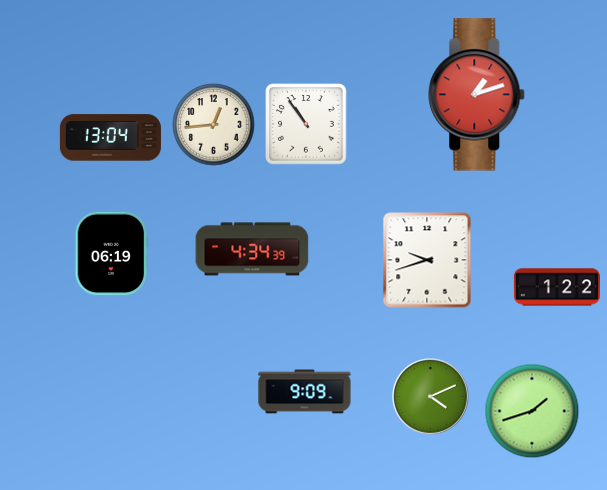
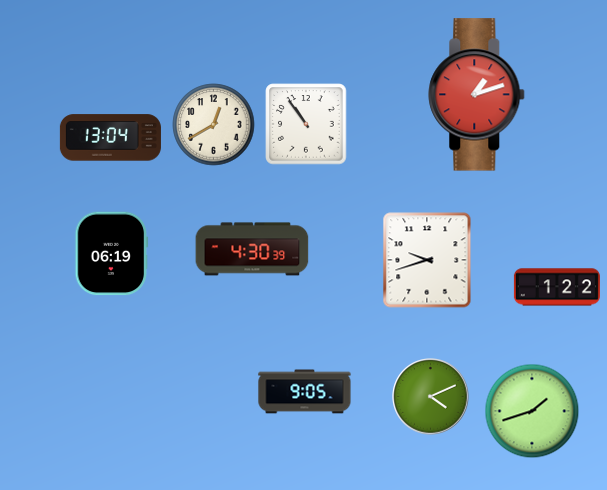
clock at (214, 125): 12:44 -> 12:40
clock at (252, 249): 4:34 -> 4:30
clock at (305, 392): 9:09 -> 9:05
